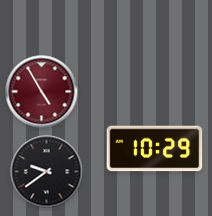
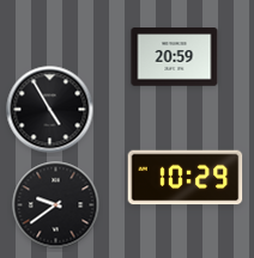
clock at (175, 57): none -> 20:59
clock at (42, 92) dial: burgundy -> black
